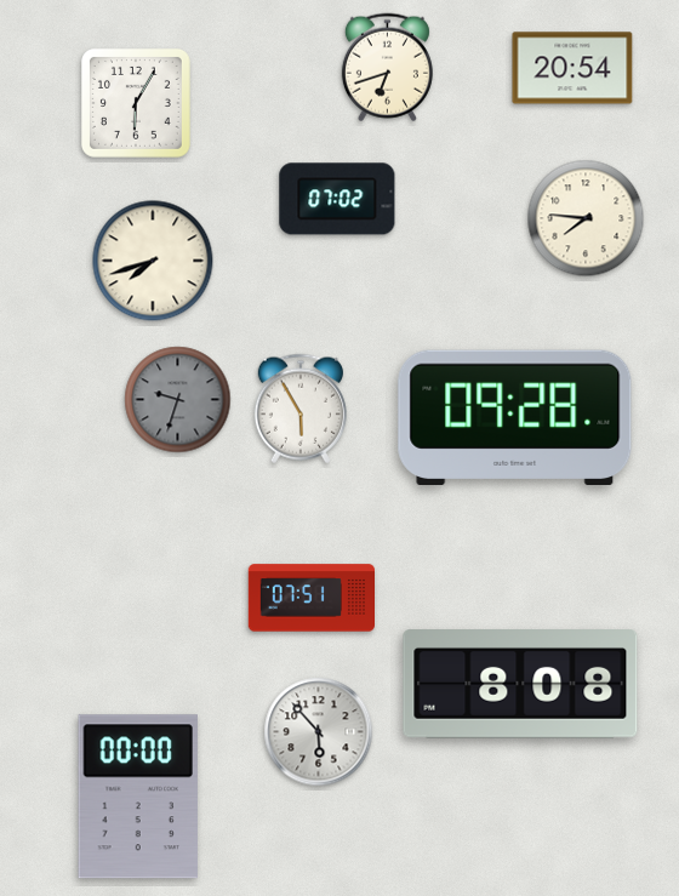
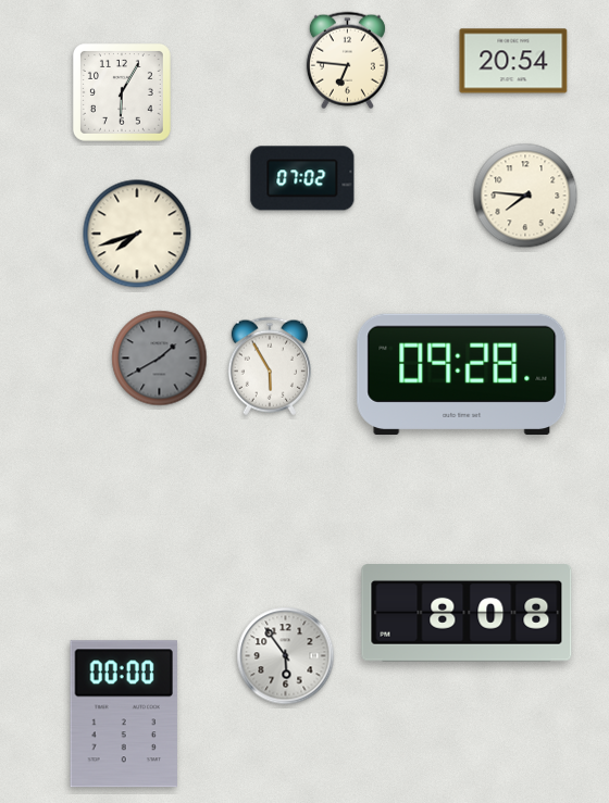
clock at (387, 68): 6:42 -> 6:46
clock at (178, 400): 9:33 -> 1:40
clock at (310, 598): 07:51 -> none
clock at (319, 732): 5:53 -> 5:54
